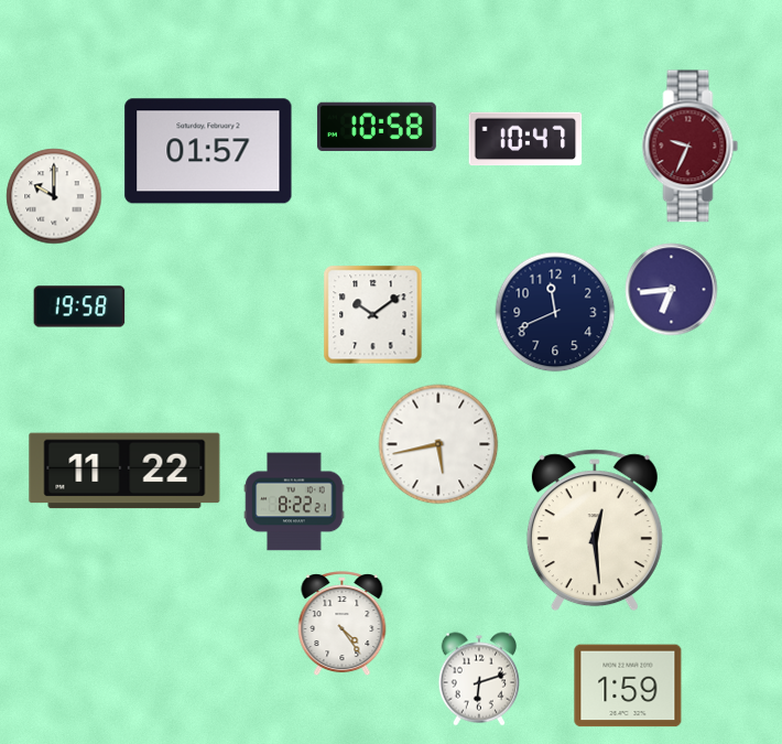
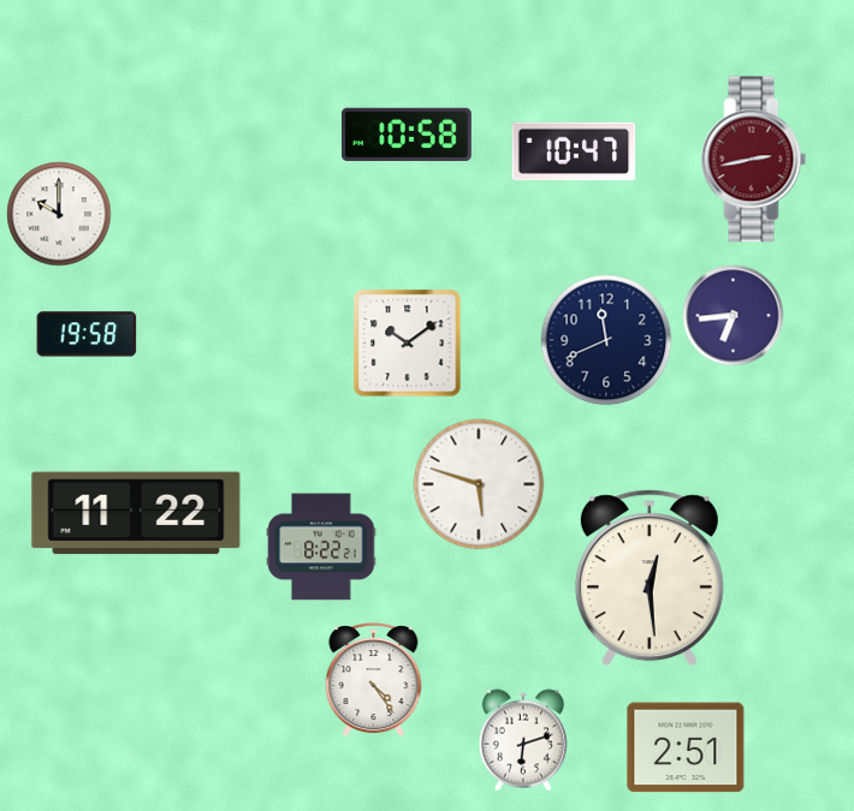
clock at (377, 126) position: (377, 126) -> (407, 133)
clock at (691, 147): 9:34 -> 2:43
clock at (208, 151): 01:57 -> none
clock at (438, 444): 5:43 -> 5:48
clock at (628, 686): 1:59 -> 2:51
